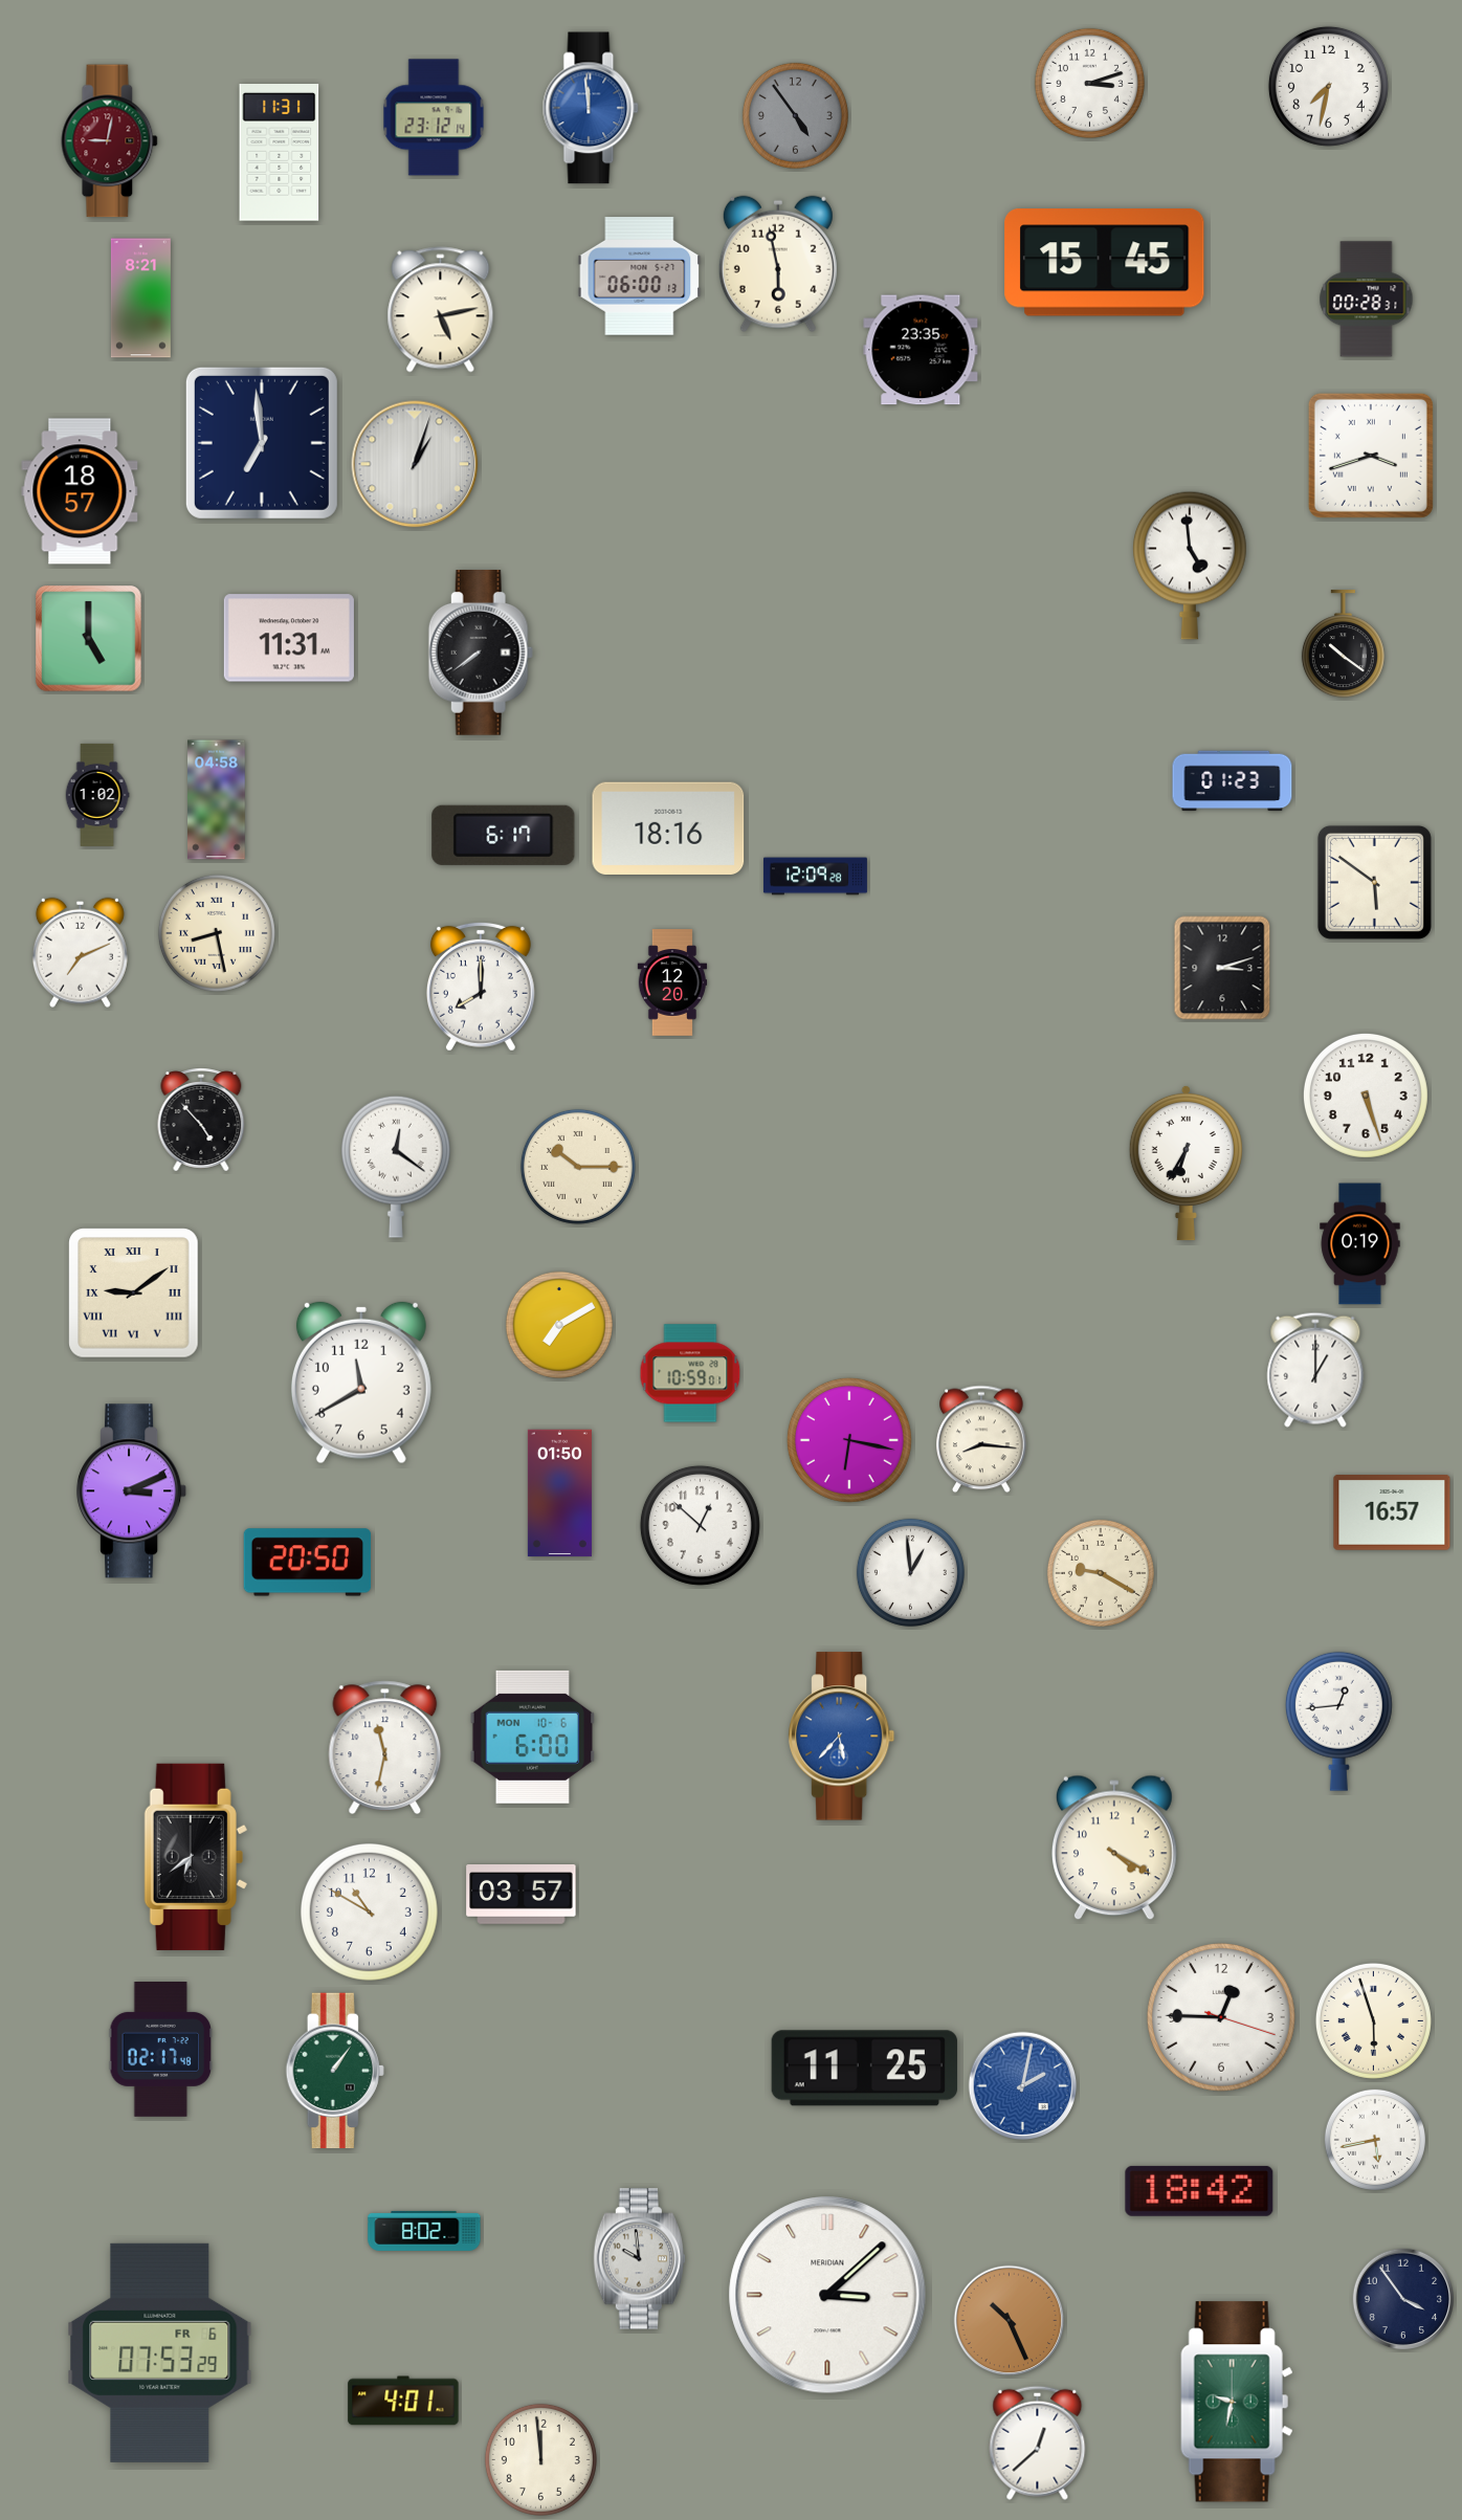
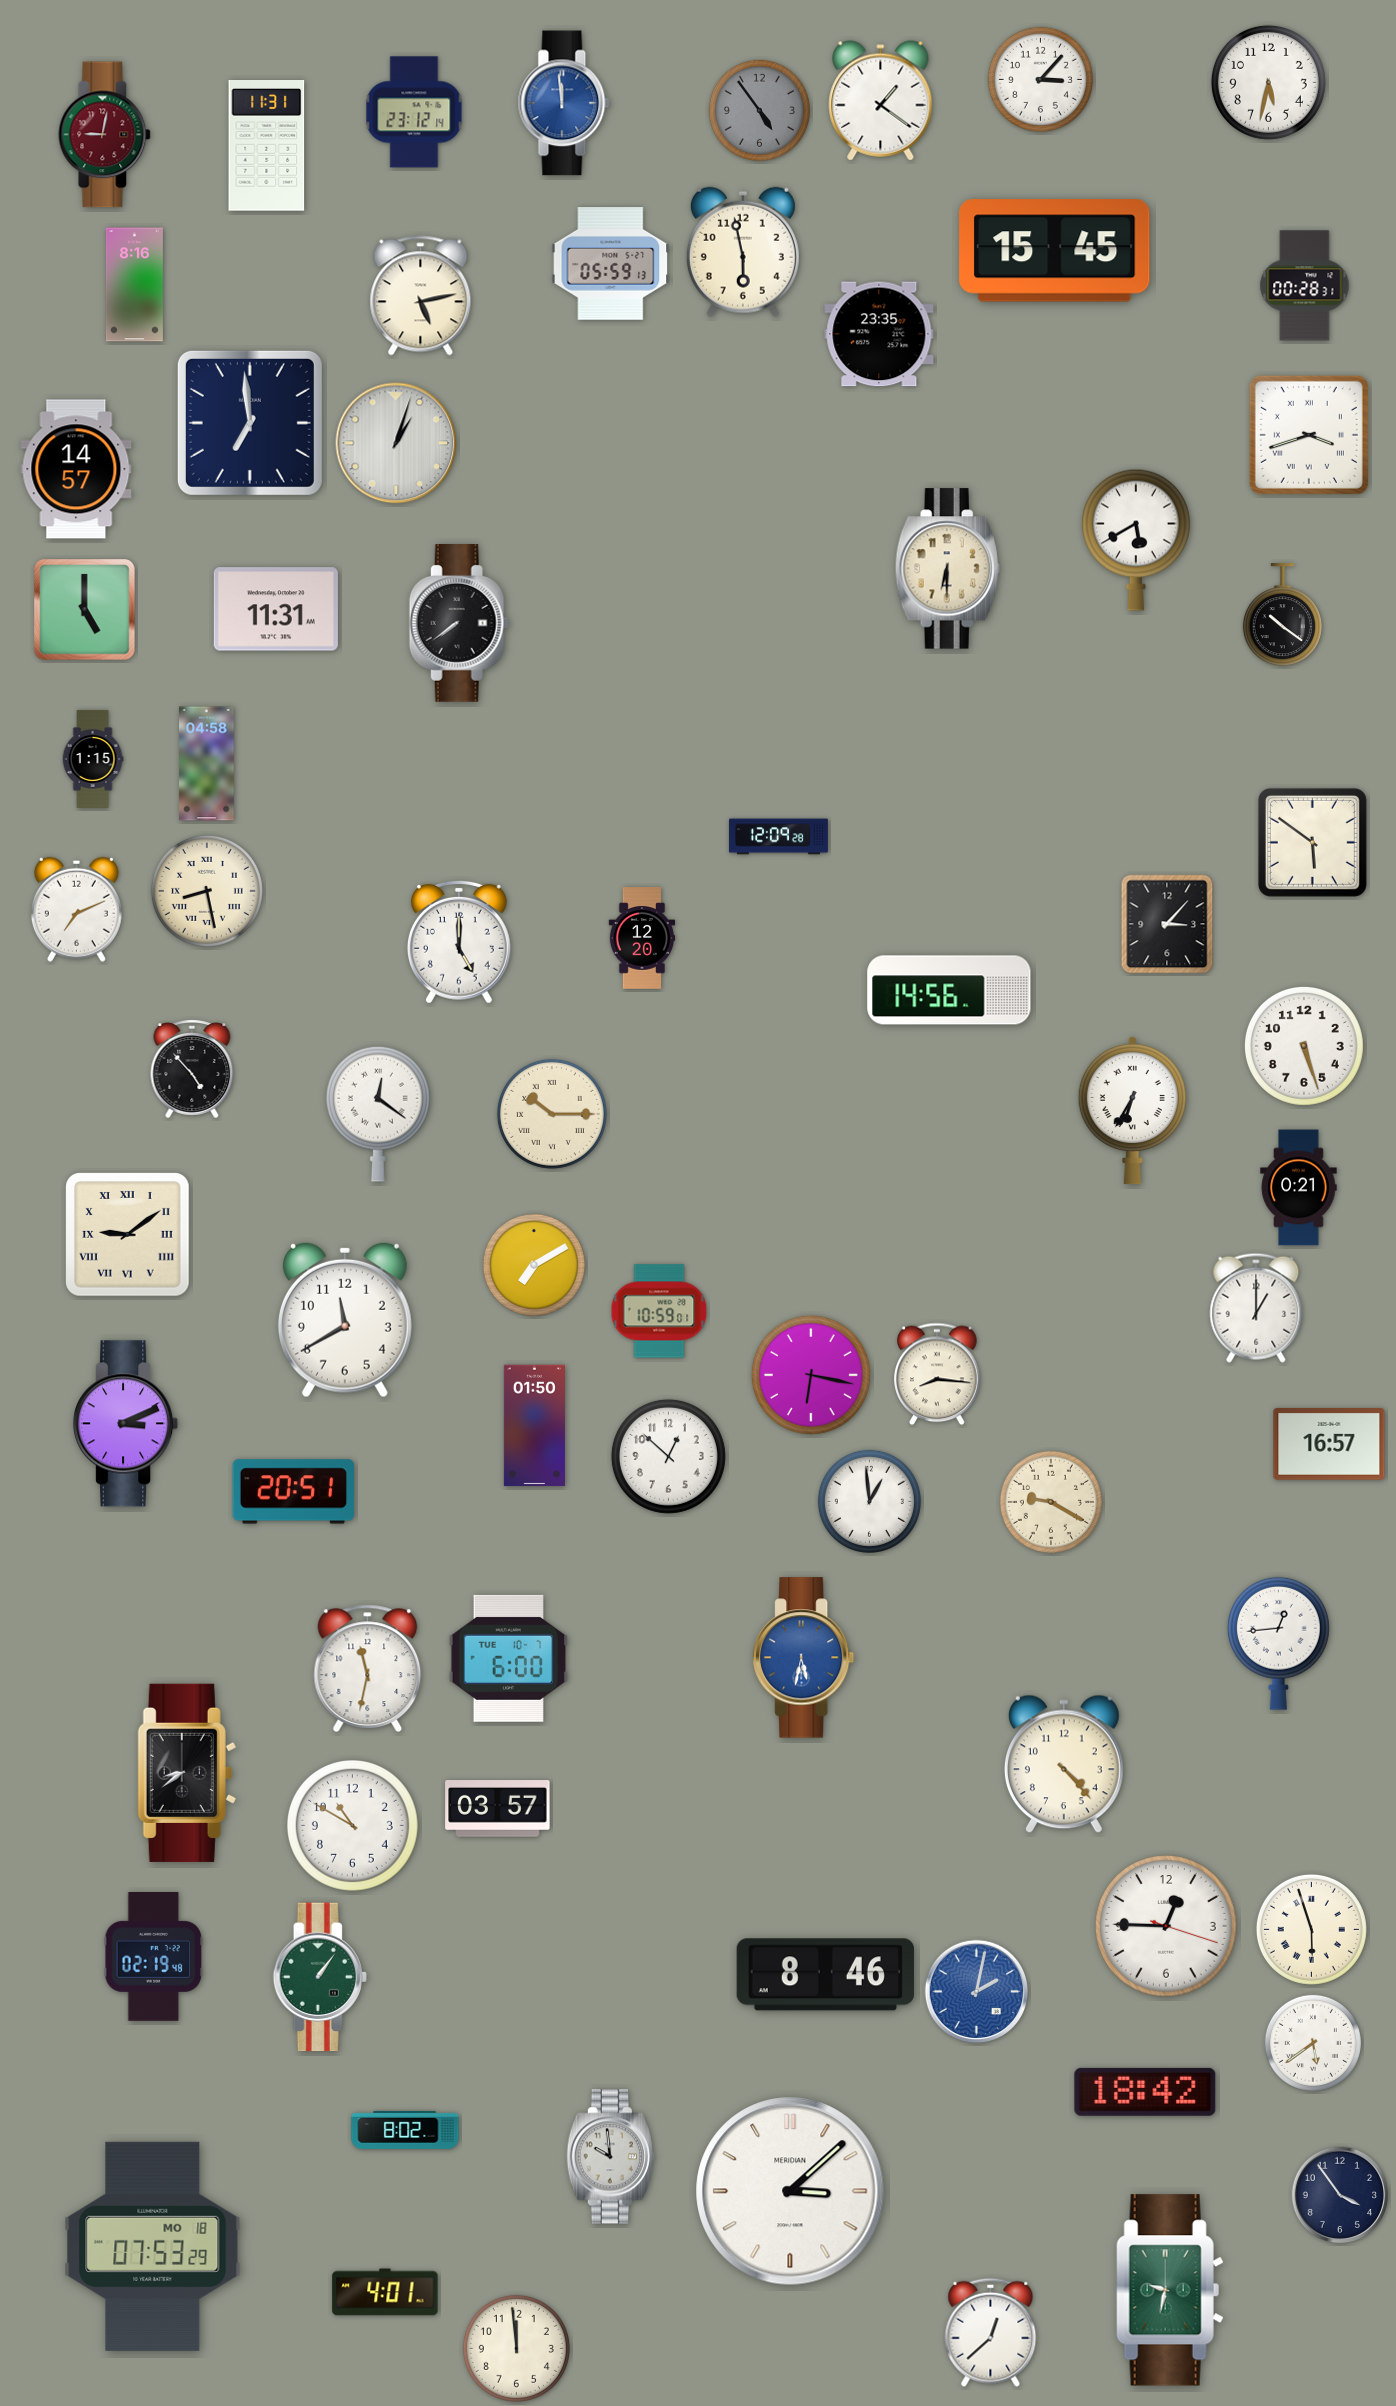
clock at (1089, 83): 3:12 -> 3:07
clock at (1328, 86): 7:32 -> 5:32
clock at (881, 101): none -> 1:21
clock at (640, 277): 06:00 -> 05:59
clock at (140, 299): 8:21 -> 8:16
clock at (80, 491): 18:57 -> 14:57
clock at (1190, 566): 4:59 -> 5:40
clock at (947, 569): none -> 6:30
clock at (1233, 781): 01:23 -> none
clock at (97, 795): 1:02 -> 1:15
clock at (668, 827): 18:16 -> none
clock at (504, 835): 6:17 -> none
clock at (1222, 968): 3:12 -> 3:07
clock at (481, 987): 8:00 -> 5:00
clock at (949, 990): none -> 14:56
clock at (1360, 1244): 0:19 -> 0:21
clock at (308, 1563): 20:50 -> 20:51
clock at (532, 1737) date: MON 10-6 -> TUE 10-7
clock at (842, 1737): 5:37 -> 5:32
clock at (1114, 1848): 4:20 -> 4:23
clock at (196, 1857): 6:39 -> 8:39
clock at (160, 2050): 02:17 -> 02:19
clock at (864, 2069): 11:25 -> 8:46
clock at (1375, 2140): 5:43 -> 5:39
clock at (1010, 2321): 10:26 -> none
clock at (160, 2352) date: FR 6 -> MO 18
clock at (1237, 2402) position: (1237, 2402) -> (1170, 2290)
